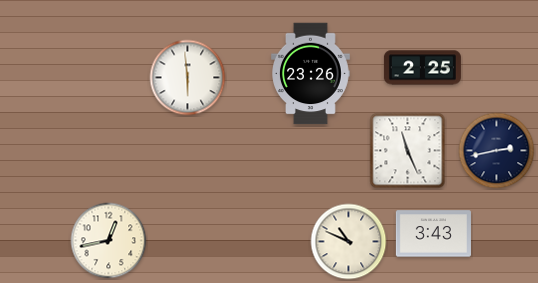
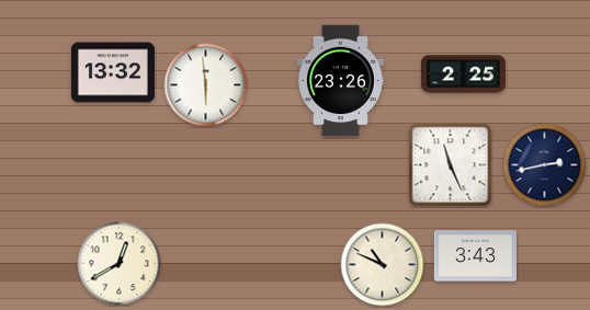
clock at (113, 72): none -> 13:32
clock at (408, 151) position: (408, 151) -> (451, 165)
clock at (109, 241): 12:43 -> 12:40
